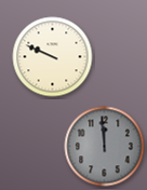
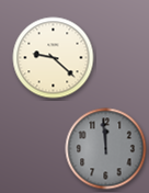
clock at (53, 57): 9:49 -> 9:22
